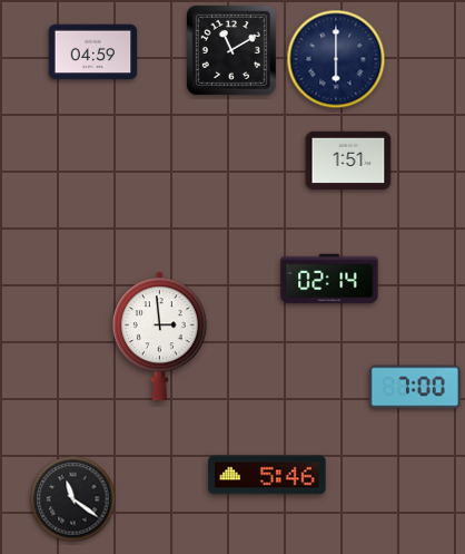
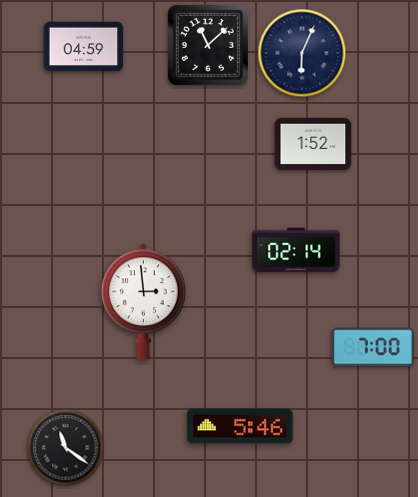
clock at (231, 50): 11:10 -> 11:08
clock at (336, 59): 6:00 -> 6:04
clock at (348, 159): 1:51 -> 1:52
